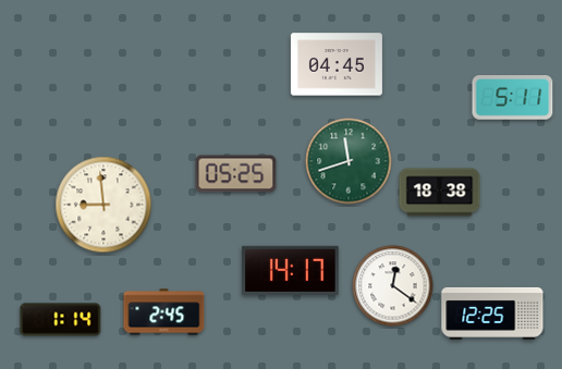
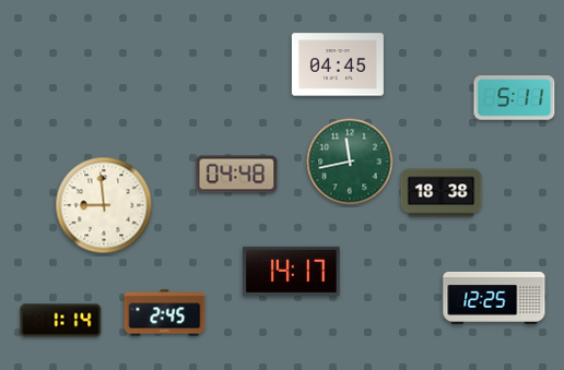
clock at (349, 161): 11:42 -> 11:43
clock at (236, 174): 05:25 -> 04:48
clock at (393, 286): 12:21 -> none
clock at (492, 313) position: (492, 313) -> (494, 298)
